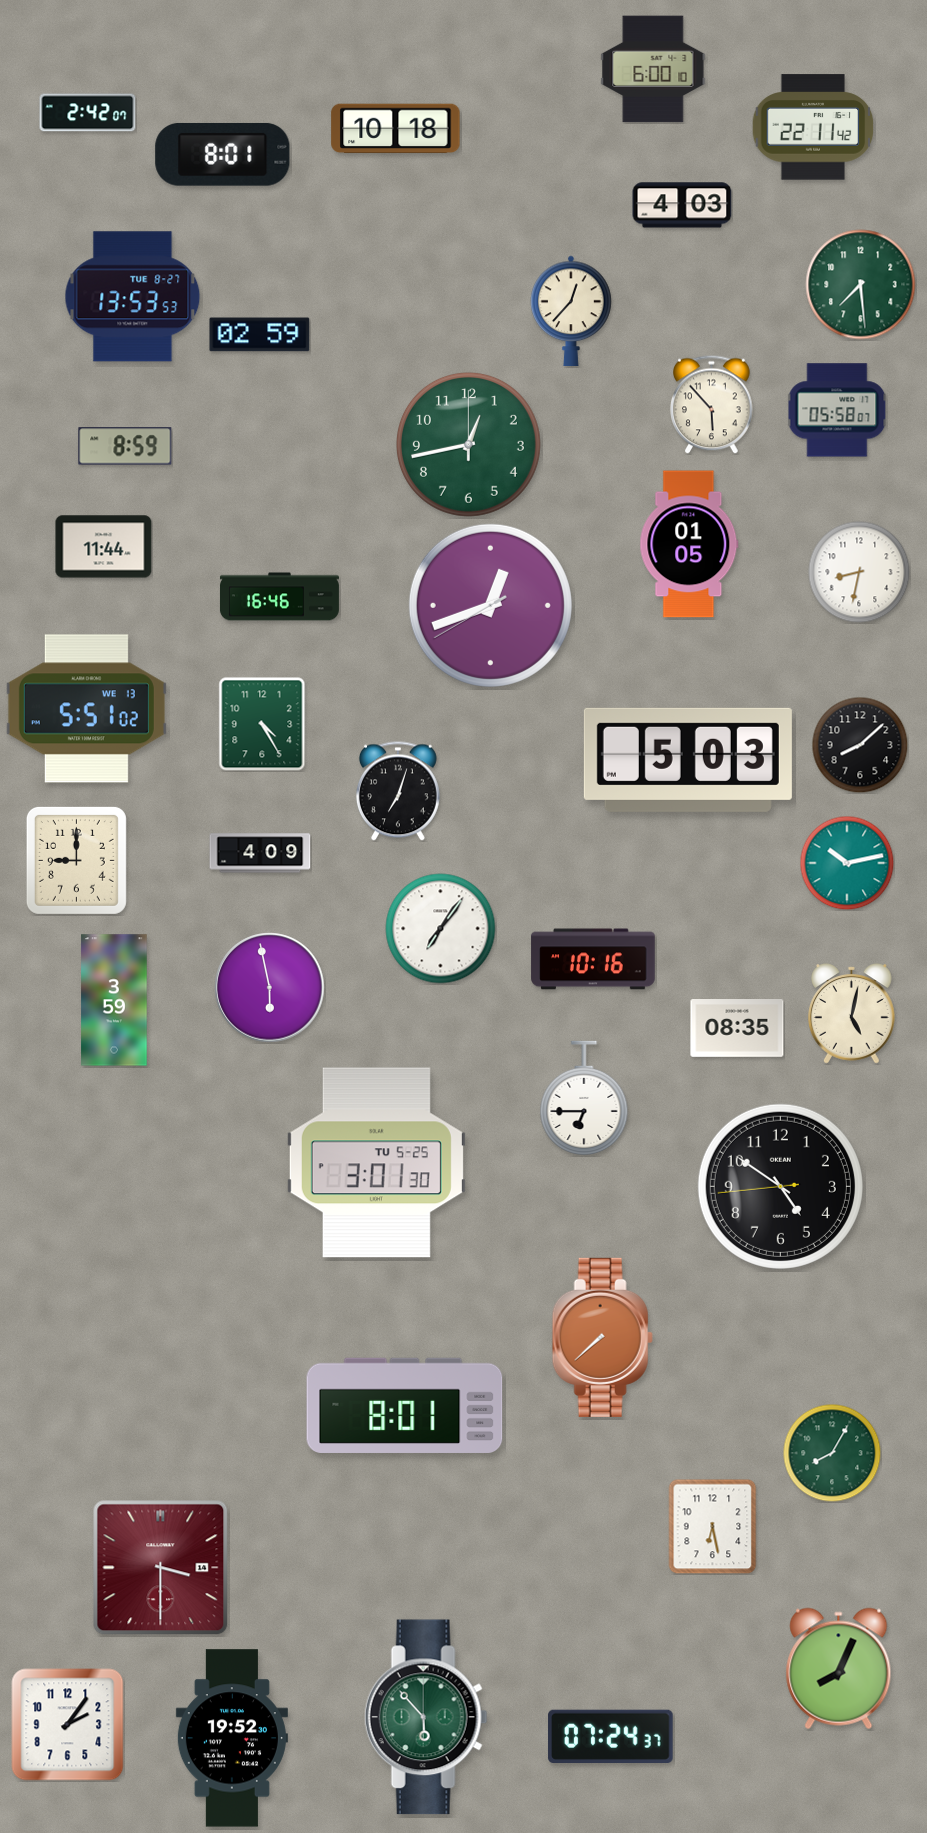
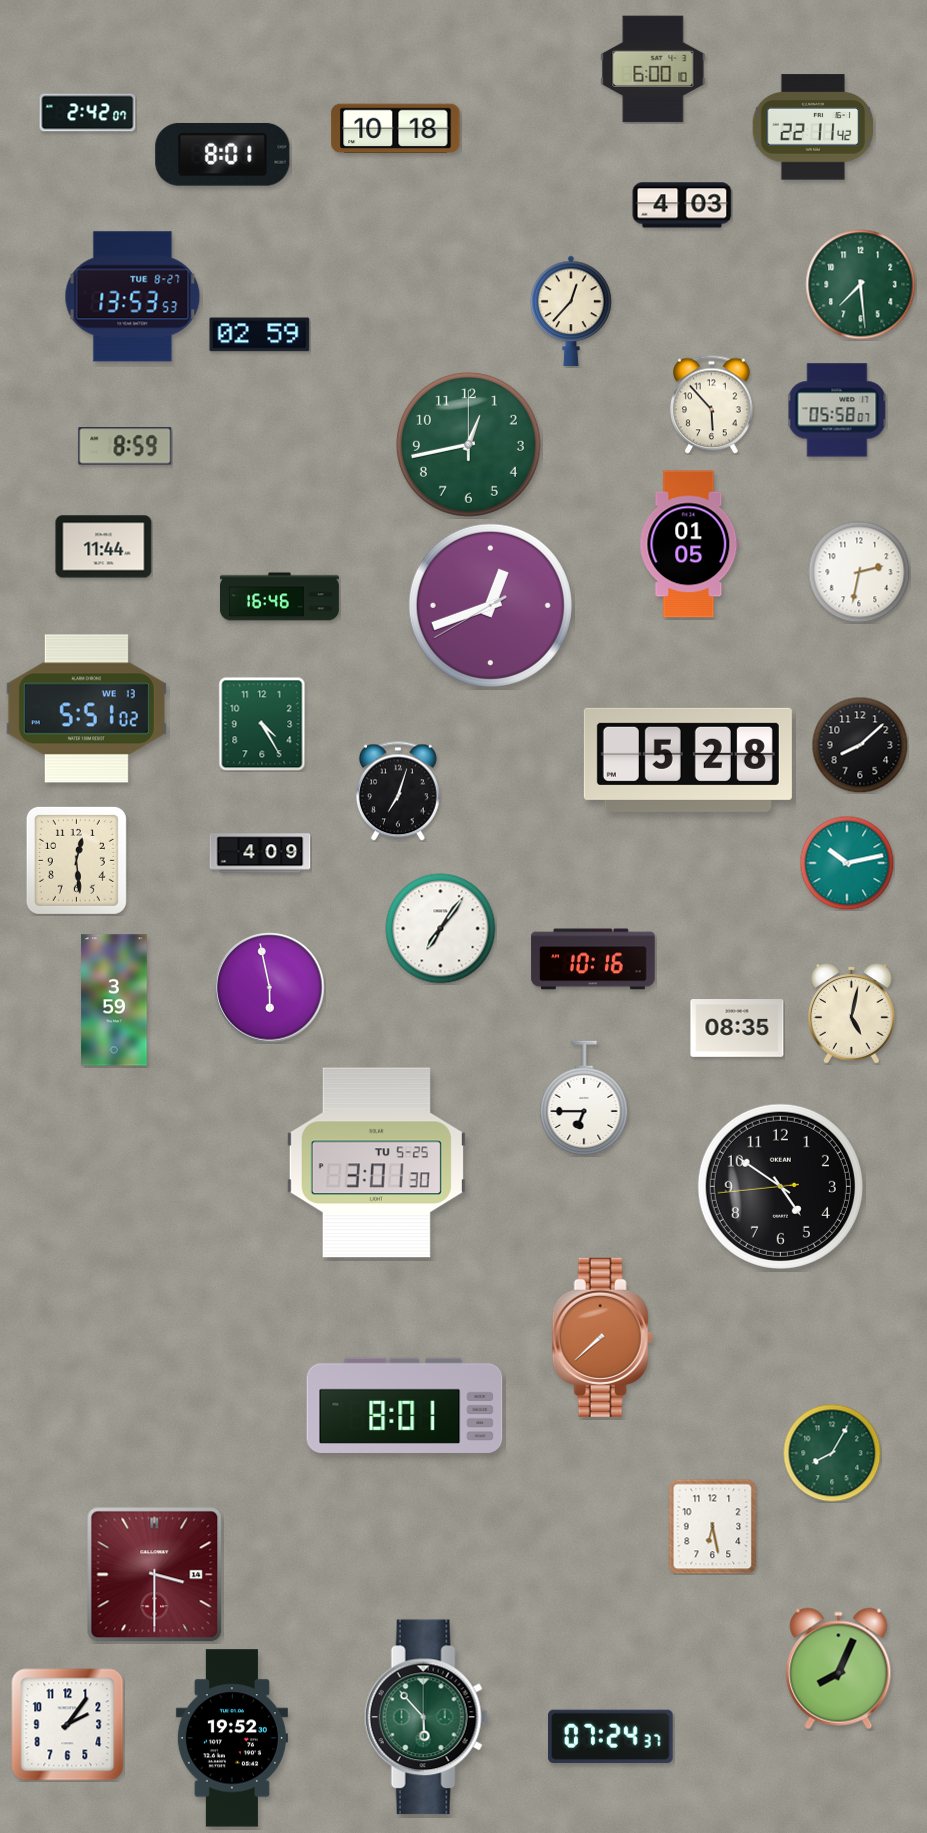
clock at (859, 572): 8:32 -> 2:32
clock at (688, 760): 5:03 -> 5:28
clock at (76, 860): 9:00 -> 12:29
clock at (161, 1568) position: (161, 1568) -> (155, 1575)
